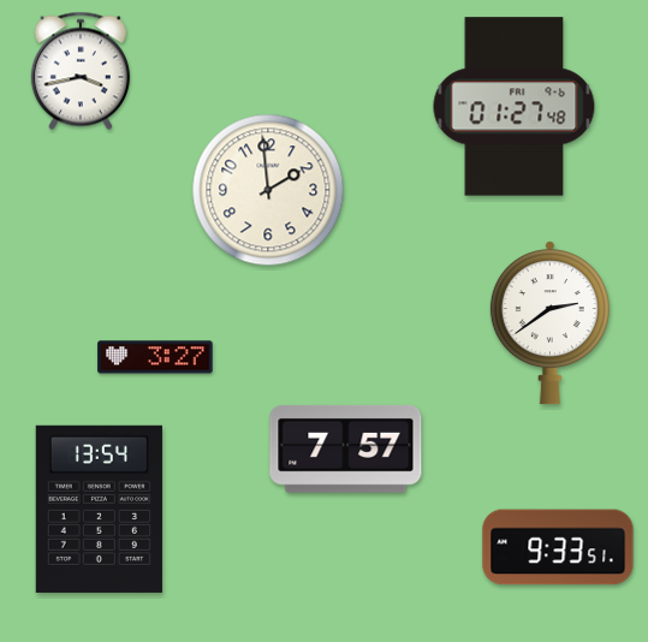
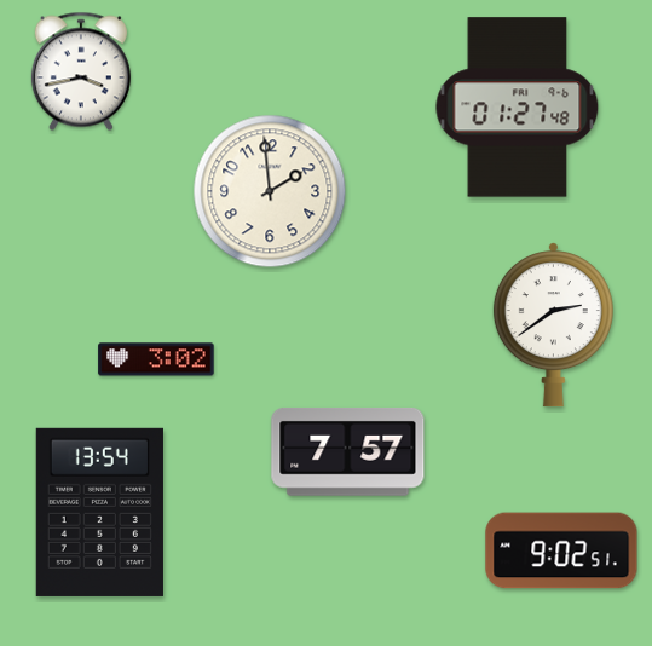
clock at (155, 357): 3:27 -> 3:02
clock at (558, 547): 9:33 -> 9:02
